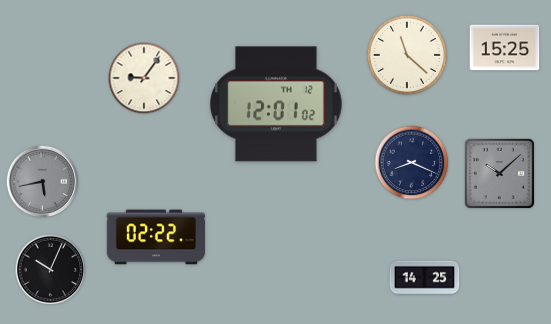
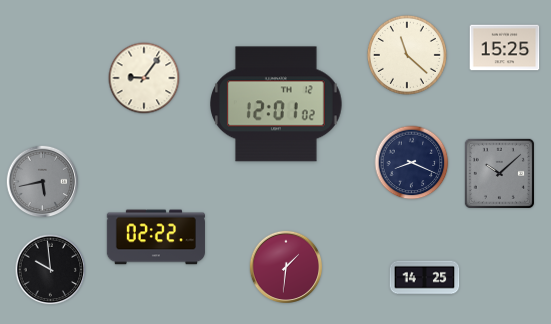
clock at (286, 267): none -> 1:31
clock at (51, 270): 10:04 -> 9:59
